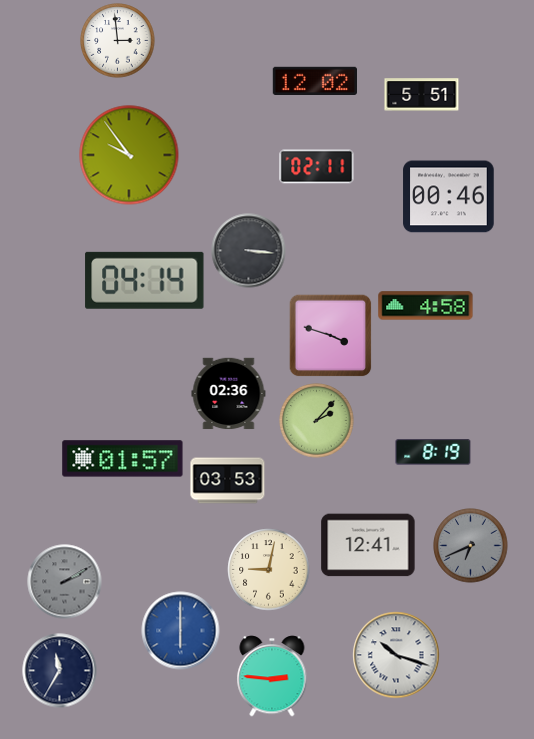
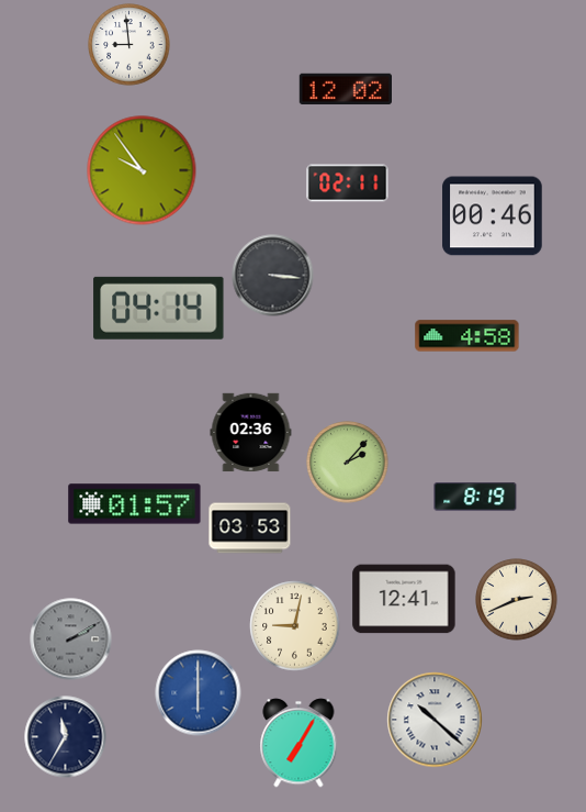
clock at (118, 41): 2:59 -> 8:59
clock at (422, 95): 5:51 -> none
clock at (331, 336): 3:48 -> none
clock at (471, 546): 6:41 -> 2:41
clock at (471, 546) dial: grey -> cream
clock at (396, 655): 10:18 -> 10:22
clock at (272, 676): 2:46 -> 7:05
